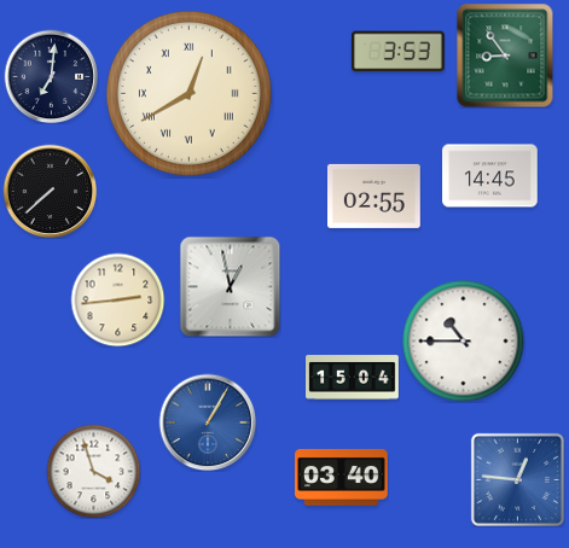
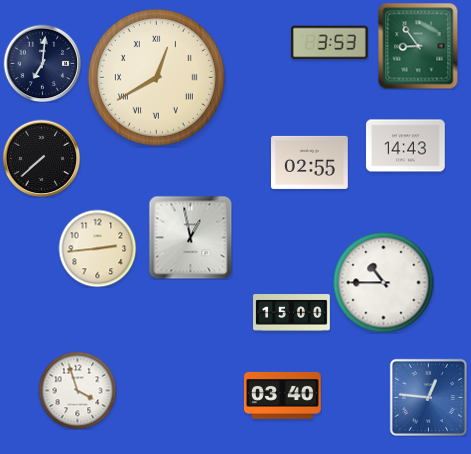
clock at (490, 176): 14:45 -> 14:43
clock at (353, 378): 15:04 -> 15:00
clock at (208, 422): 1:05 -> none
